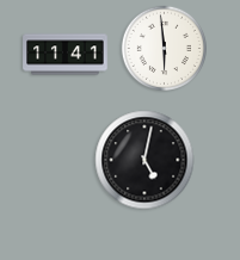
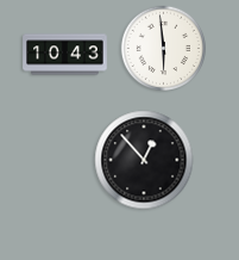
clock at (66, 55): 11:41 -> 10:43
clock at (144, 160): 5:02 -> 12:53
